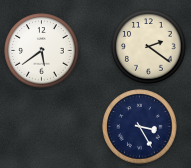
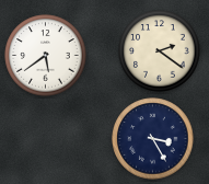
clock at (149, 47) position: (149, 47) -> (160, 51)
